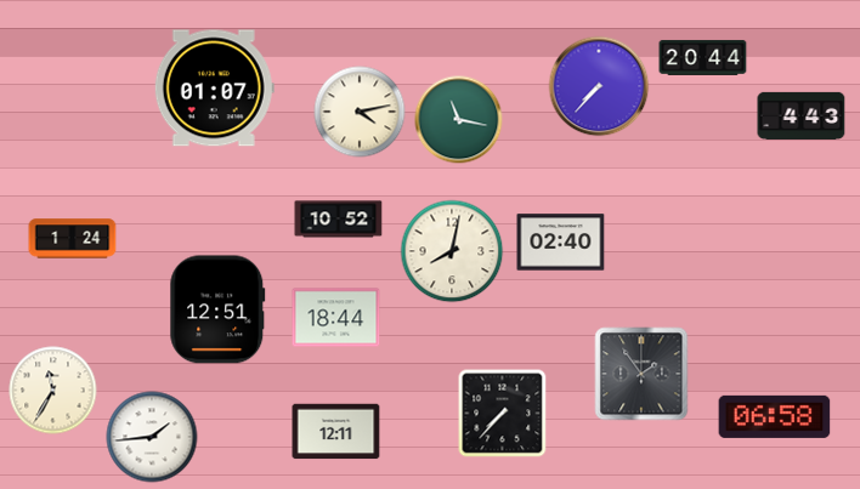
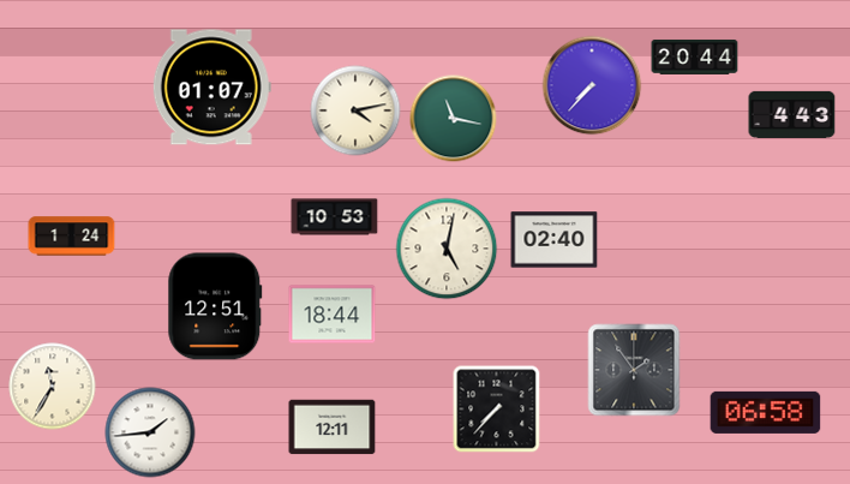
clock at (339, 220): 10:52 -> 10:53
clock at (452, 251): 8:02 -> 5:02
